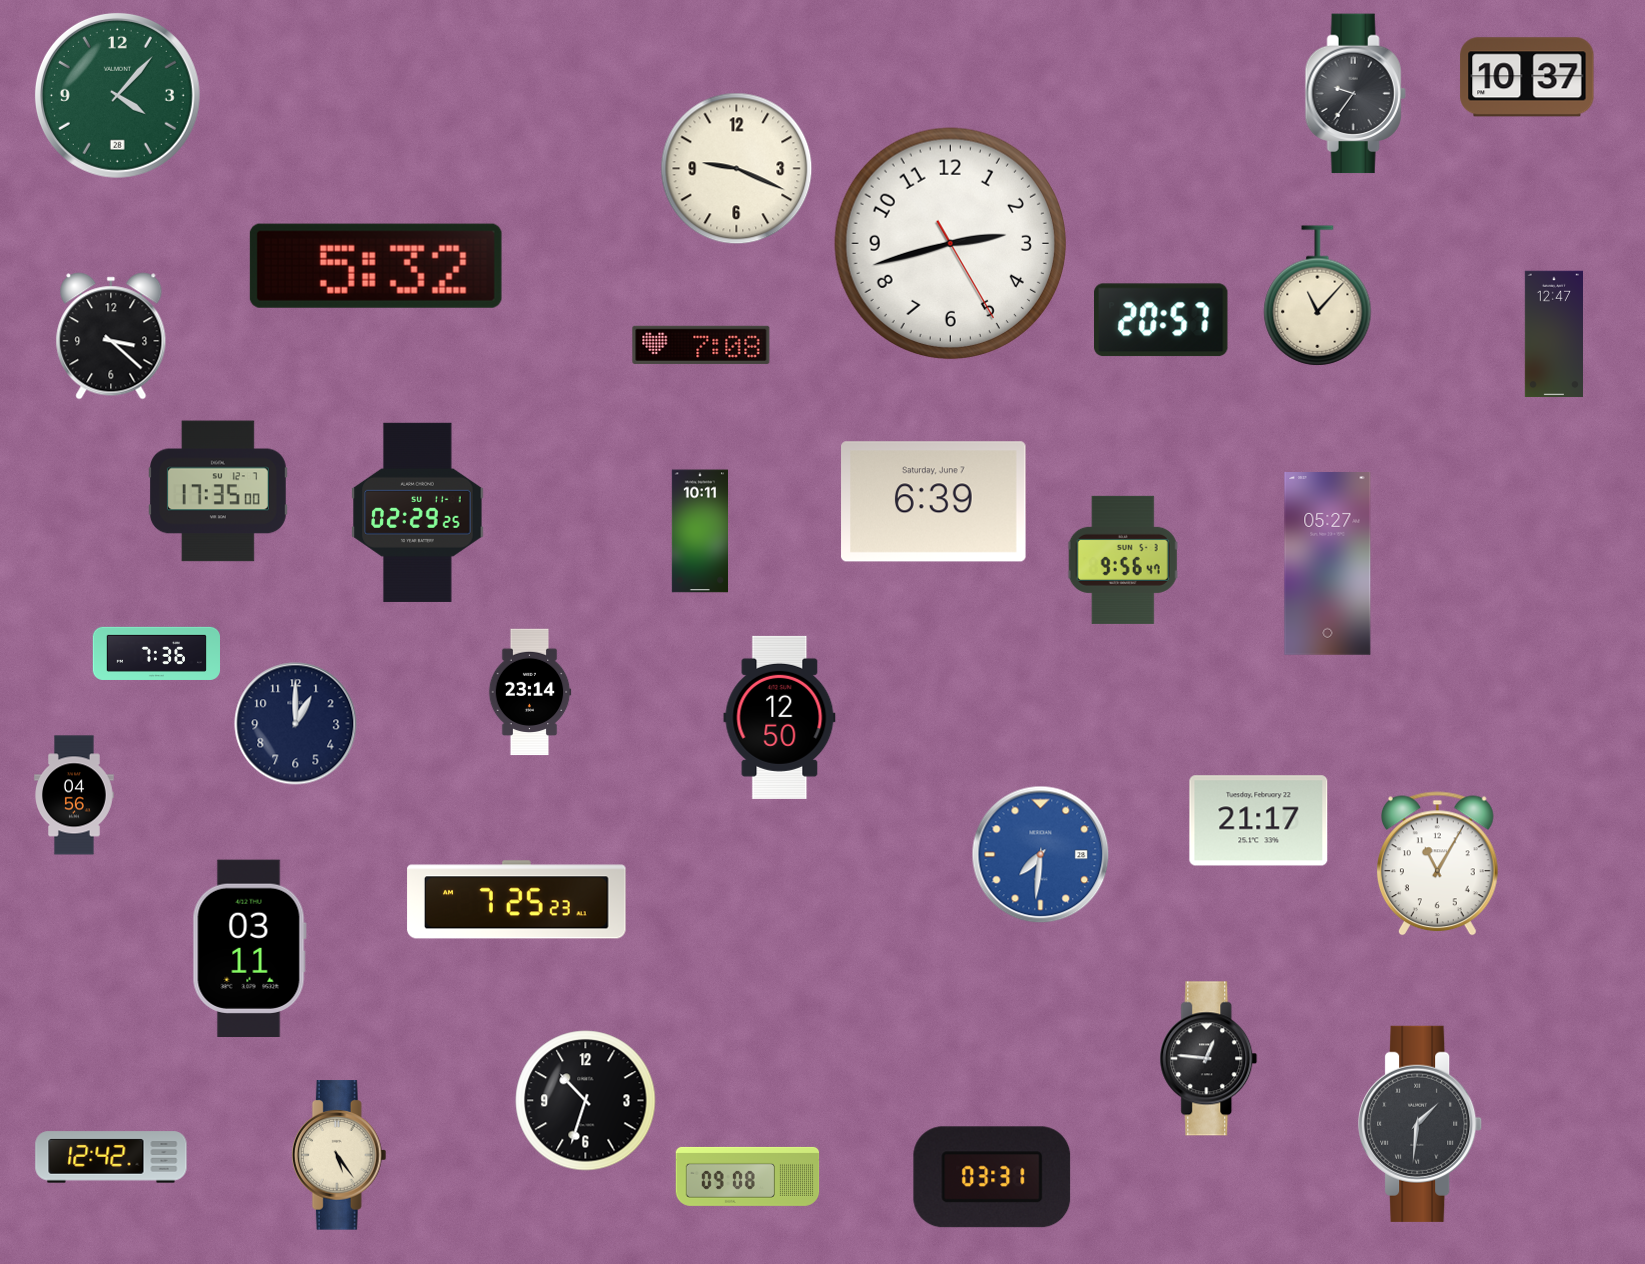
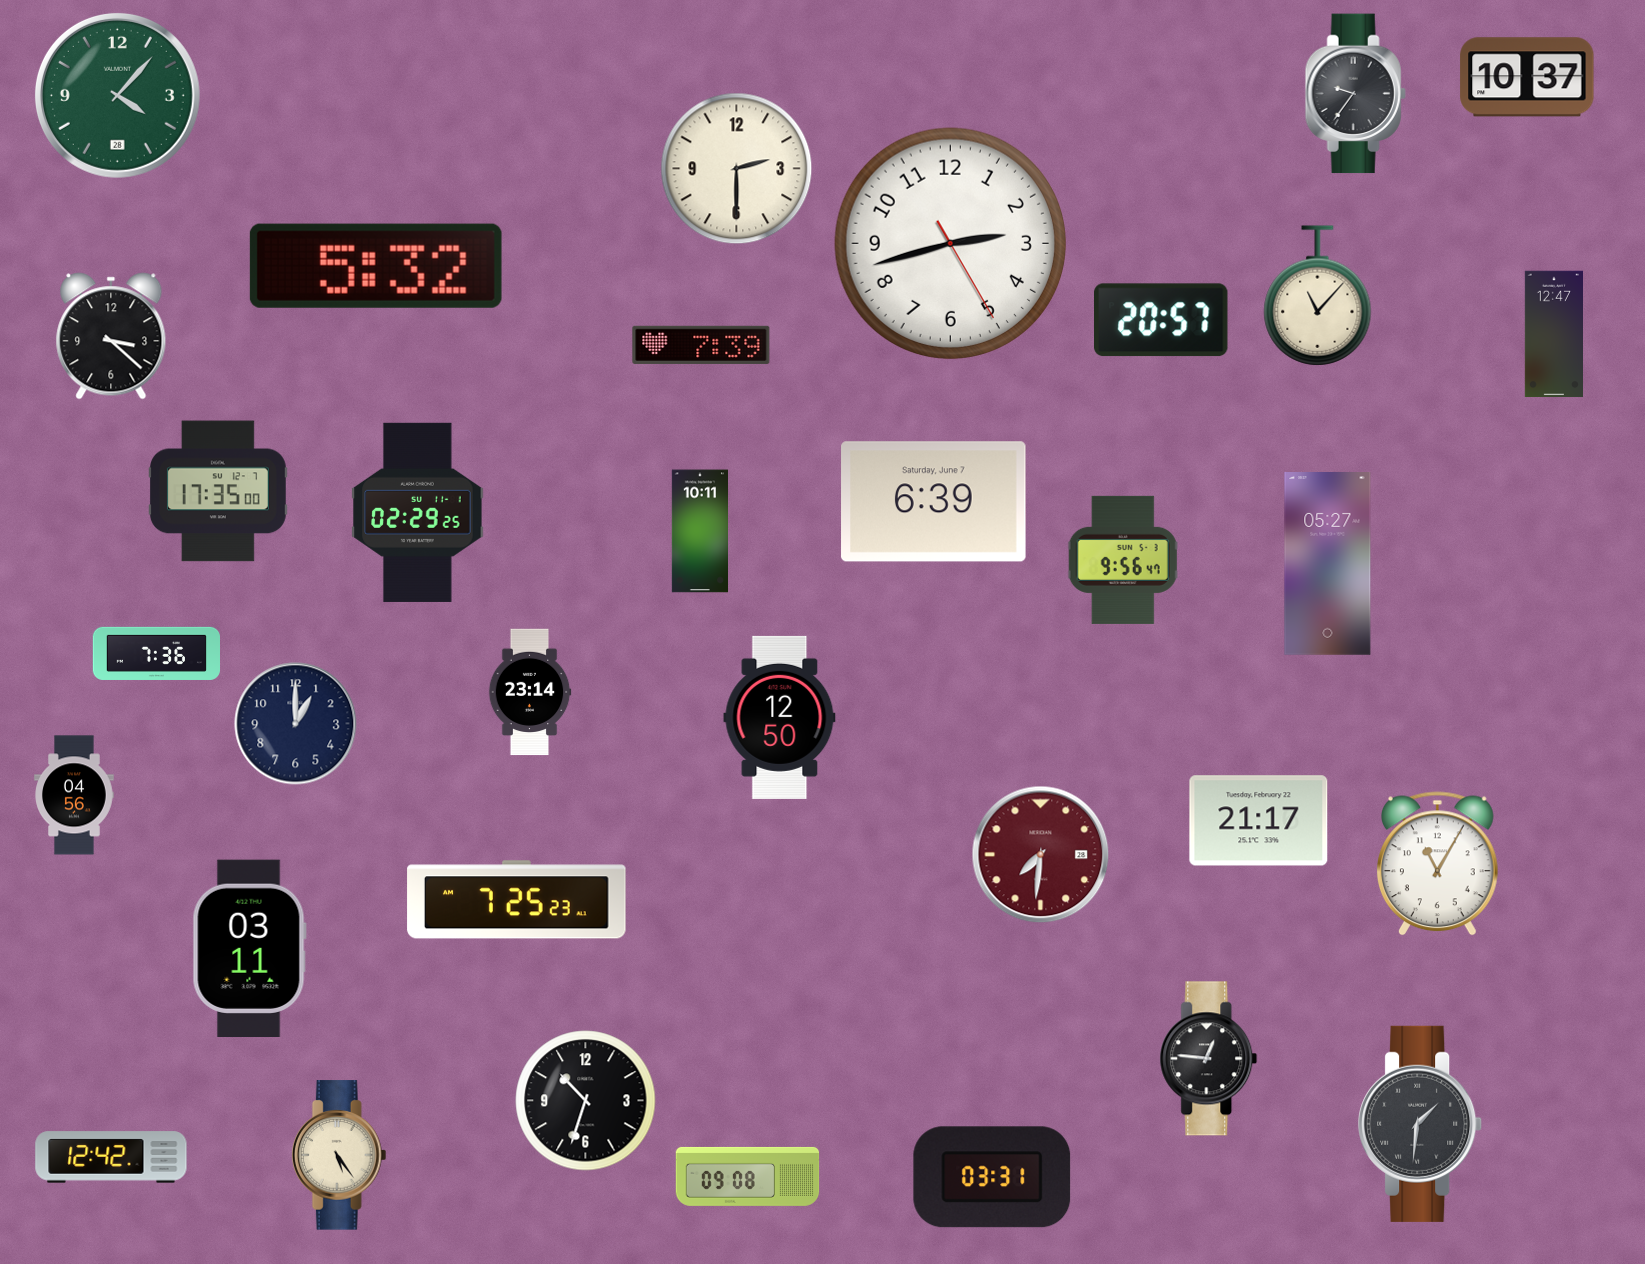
clock at (737, 169): 9:19 -> 2:30
clock at (701, 345): 7:08 -> 7:39
clock at (1041, 855) dial: blue -> burgundy
